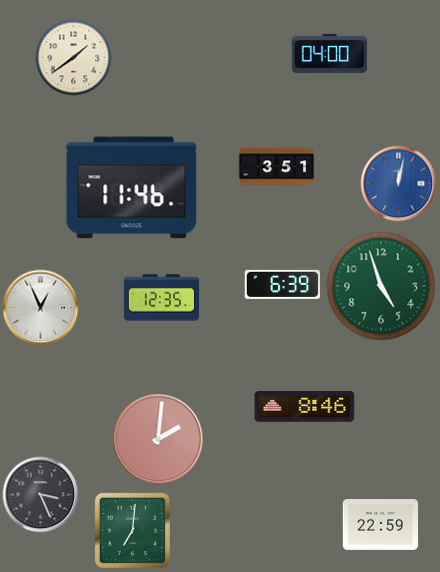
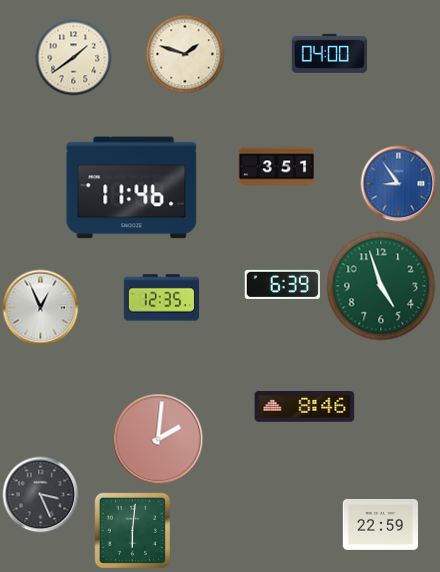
clock at (185, 54): none -> 1:48
clock at (399, 184): 12:02 -> 8:54
clock at (132, 530): 7:01 -> 6:01
